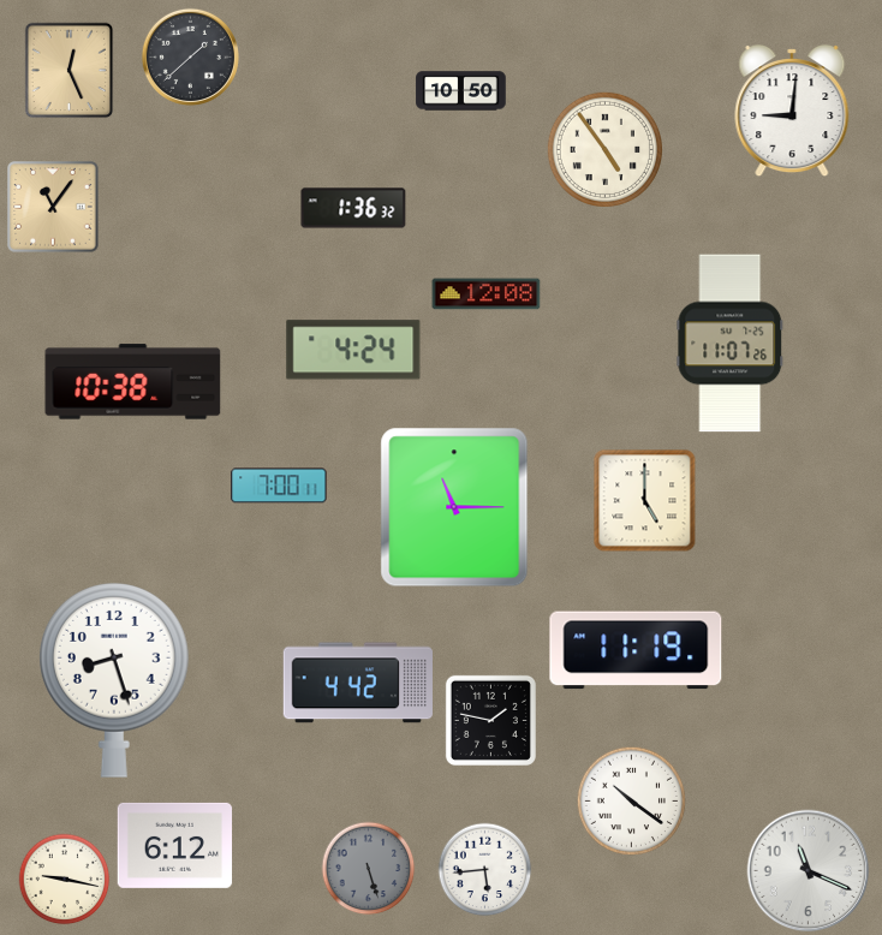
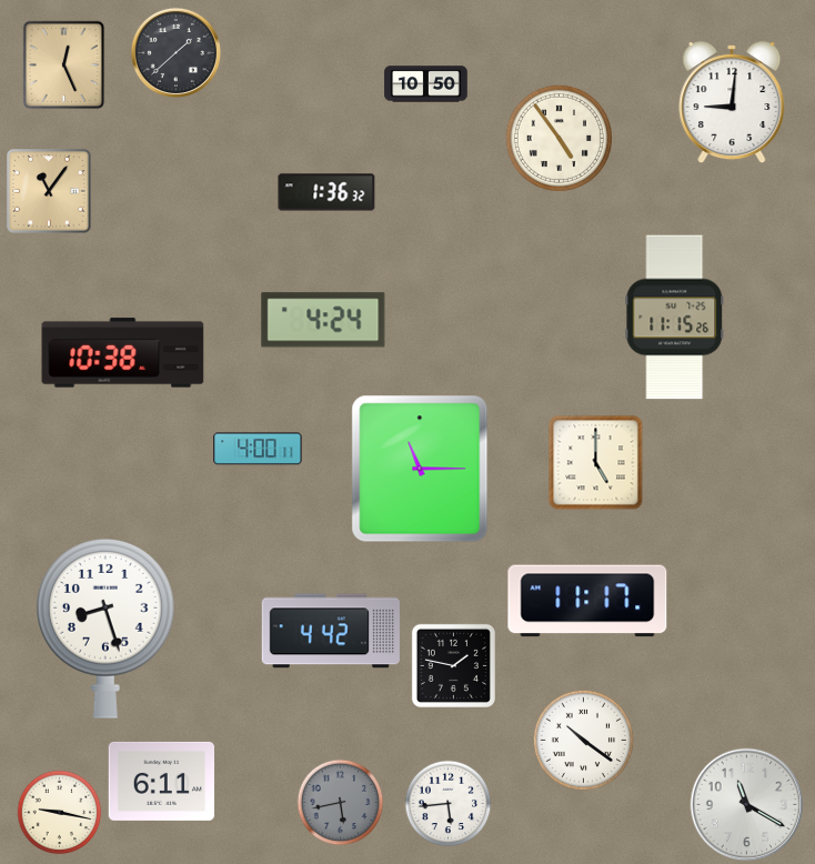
clock at (487, 294): 12:08 -> none
clock at (731, 344): 11:07 -> 11:15
clock at (353, 350) position: (353, 350) -> (323, 320)
clock at (279, 486): 7:00 -> 4:00
clock at (636, 650): 11:19 -> 11:17
clock at (175, 845): 6:12 -> 6:11
clock at (369, 869): 5:27 -> 5:43
clock at (809, 871): 11:19 -> 11:20
